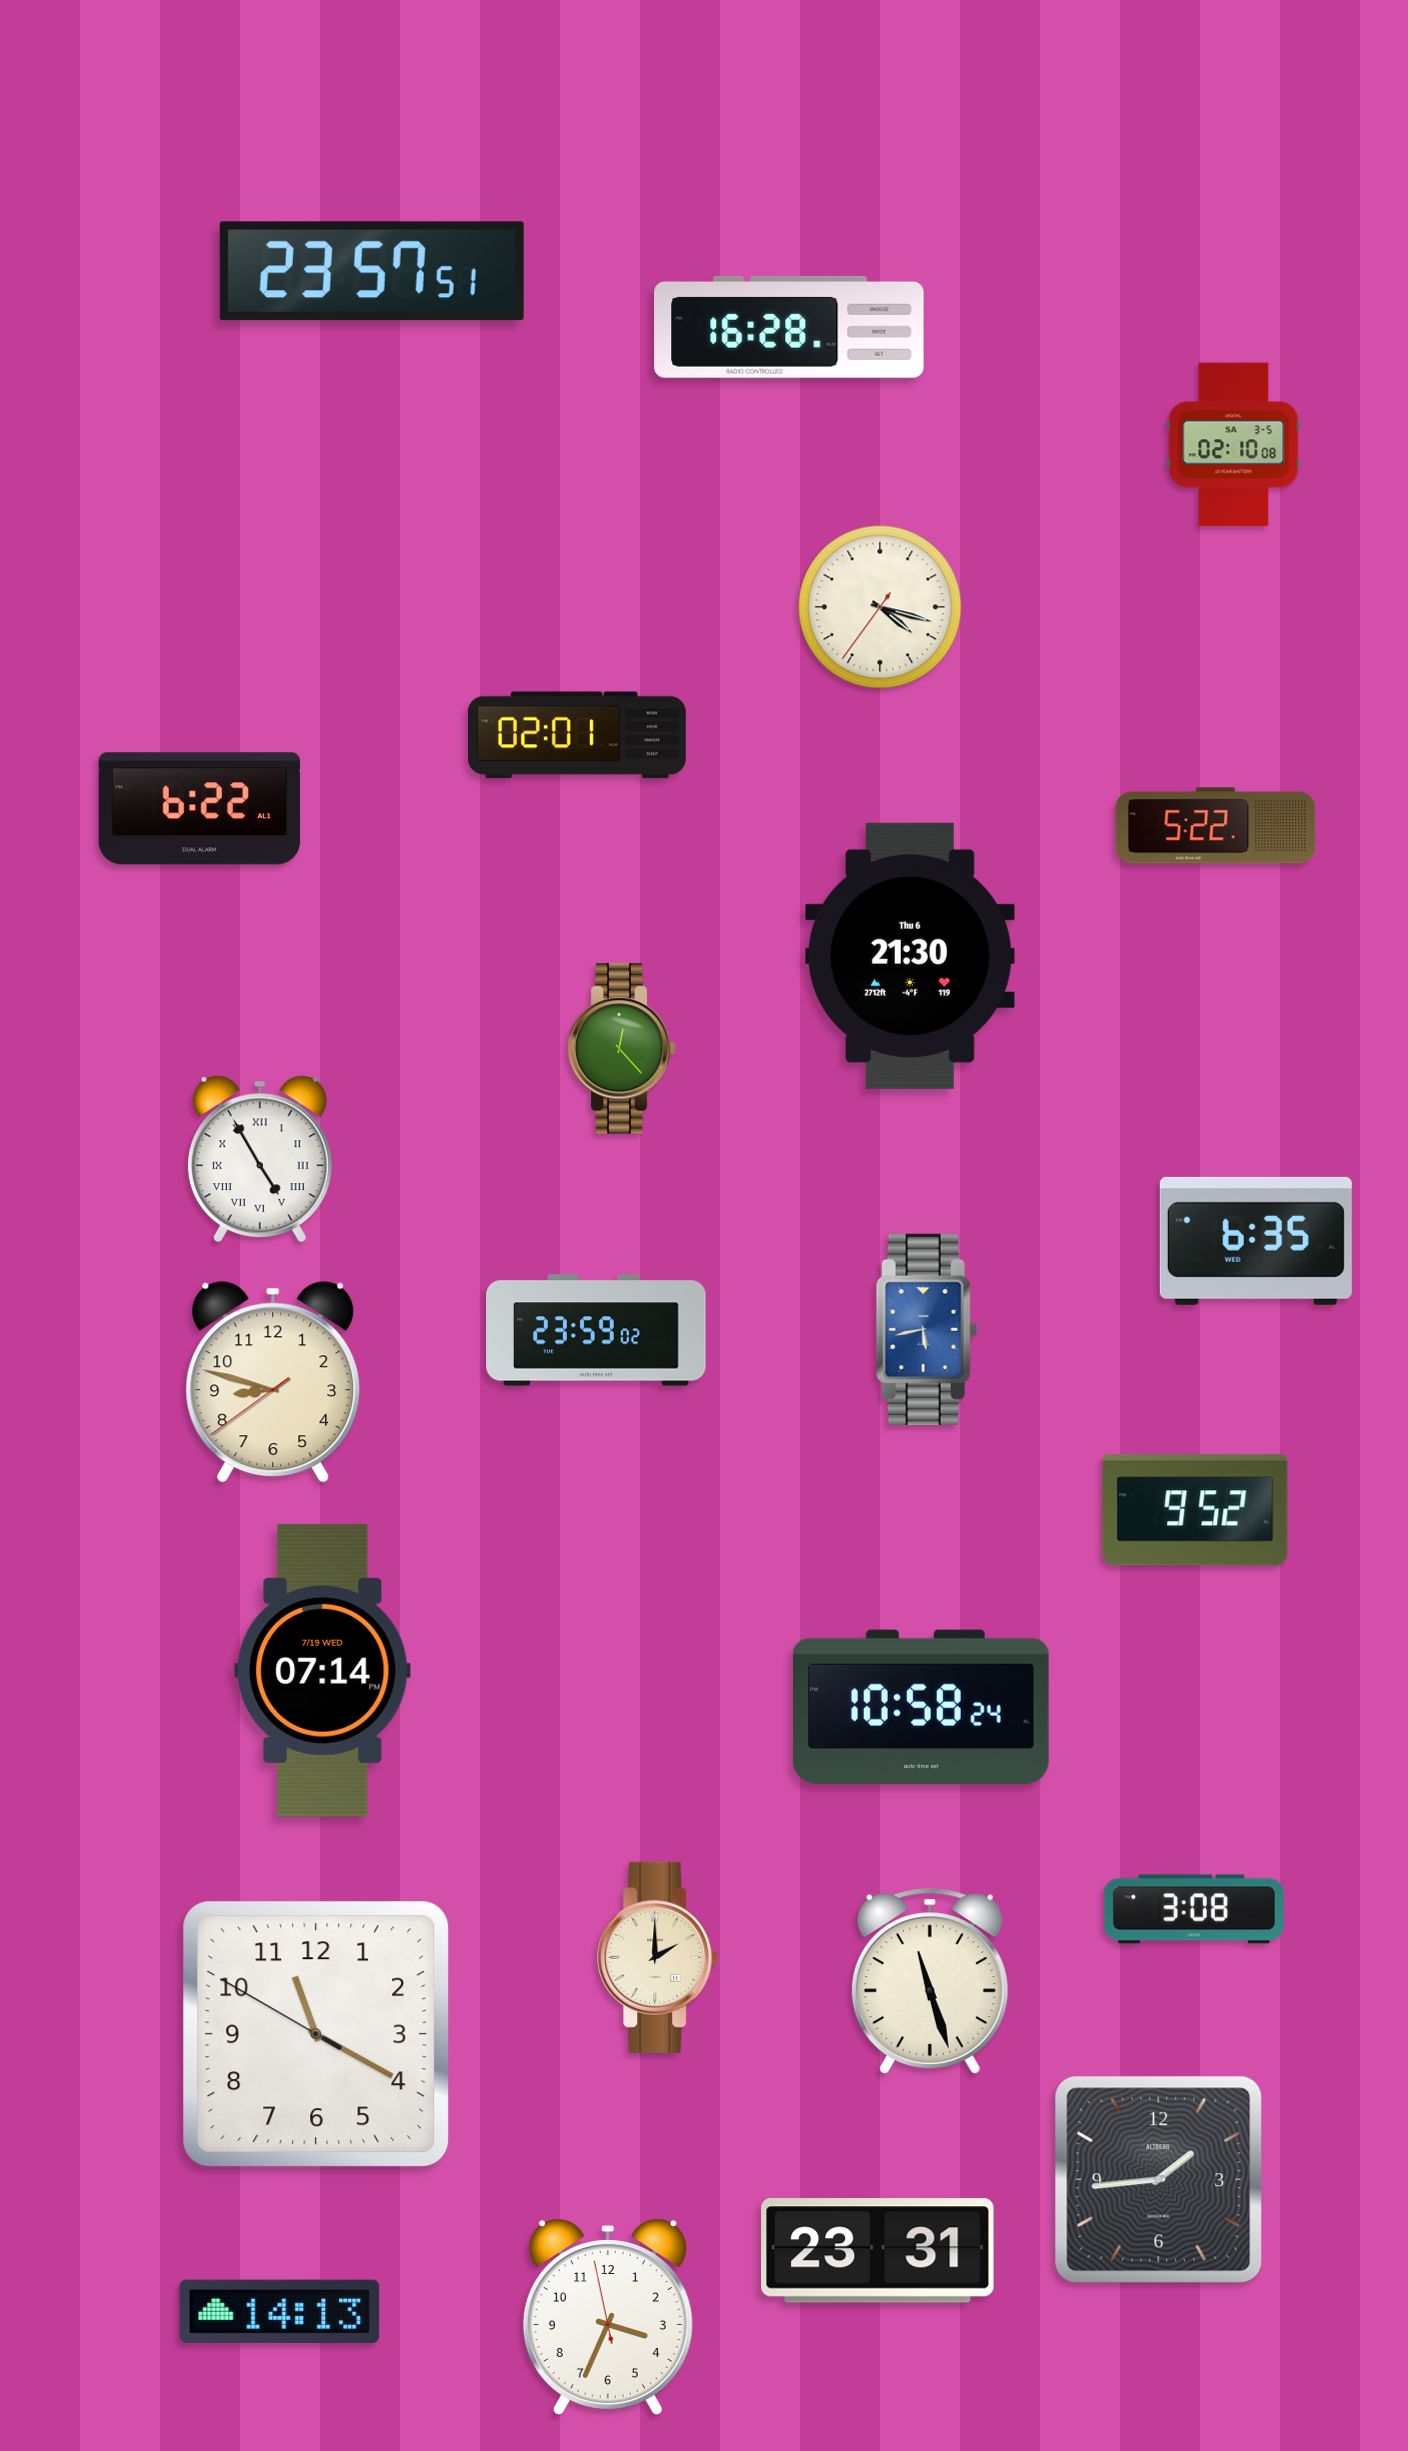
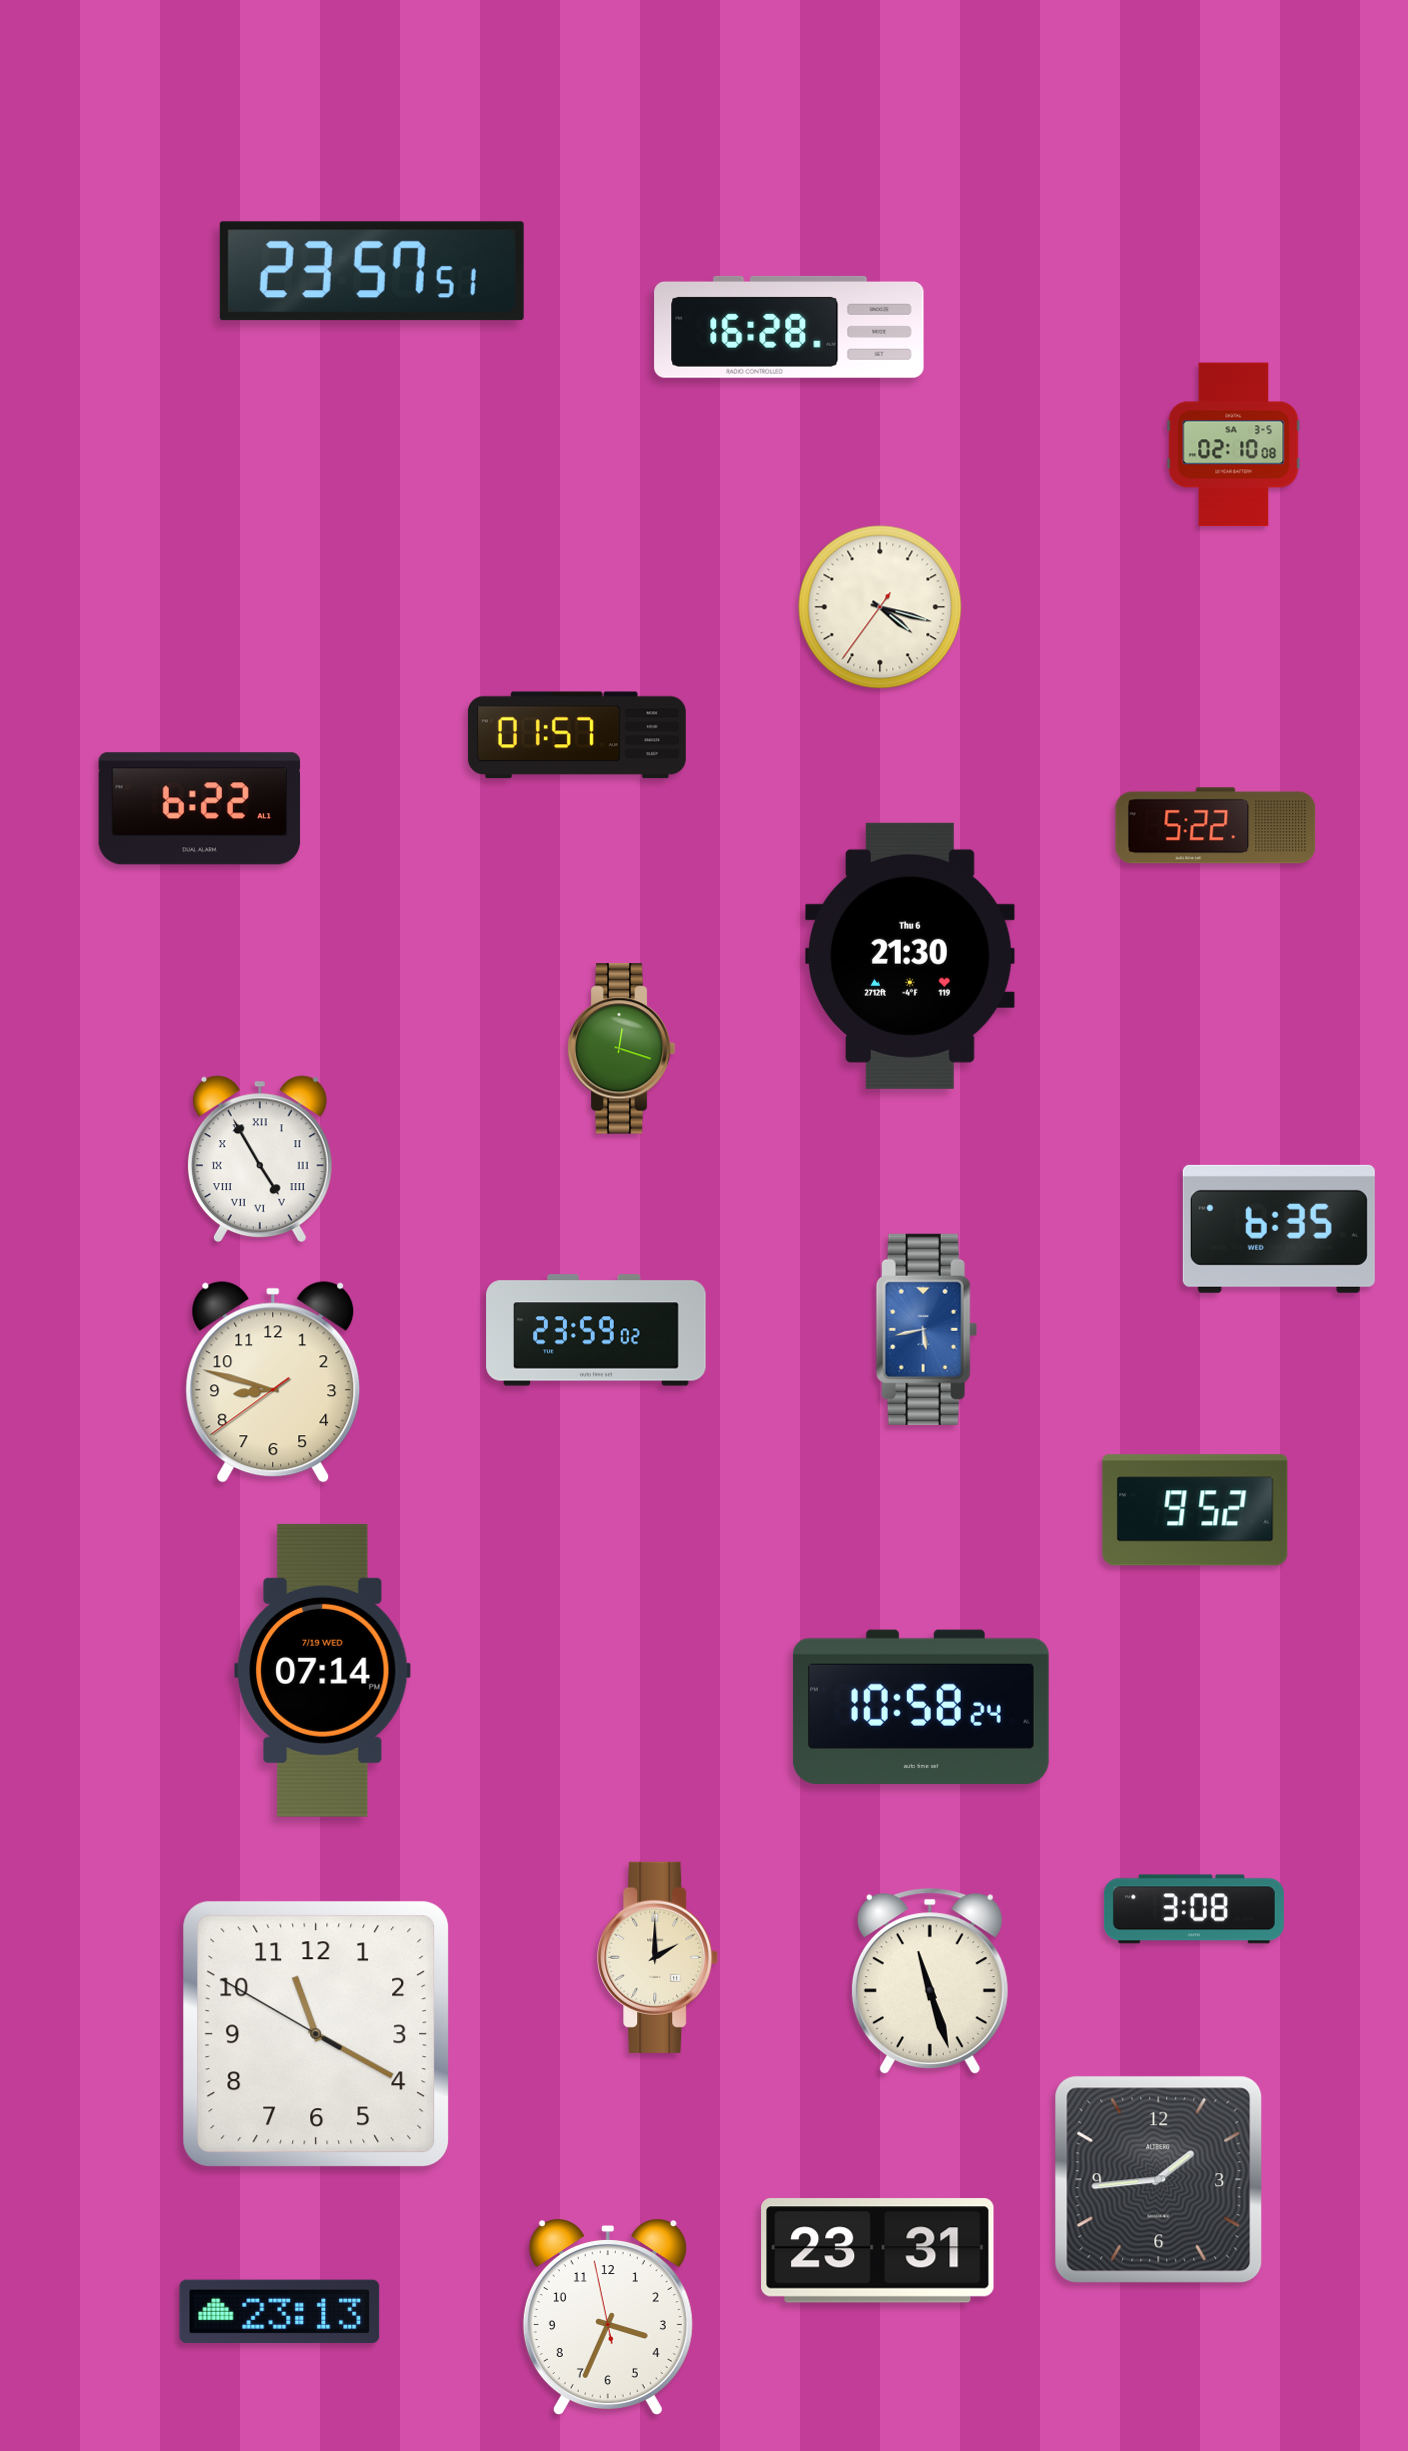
clock at (577, 735): 02:01 -> 01:57
clock at (621, 1049): 12:23 -> 12:18
clock at (1256, 1241) position: (1256, 1241) -> (1279, 1229)
clock at (280, 2312): 14:13 -> 23:13
